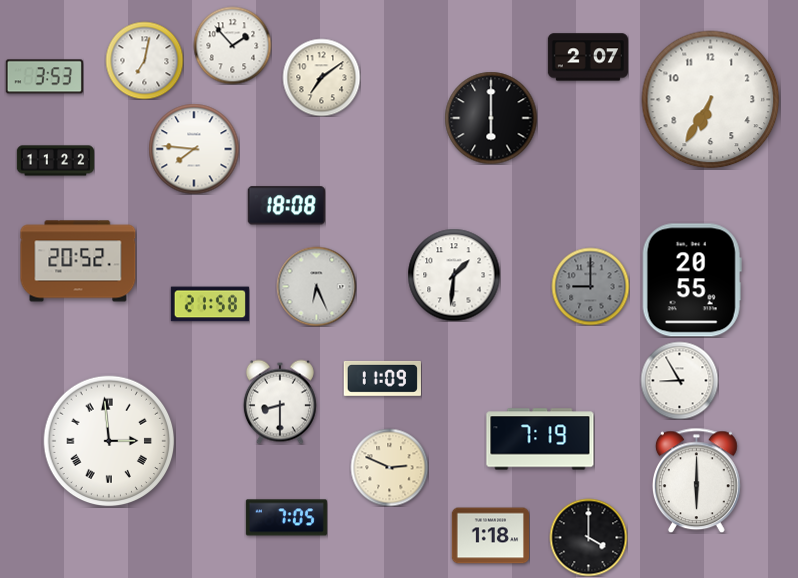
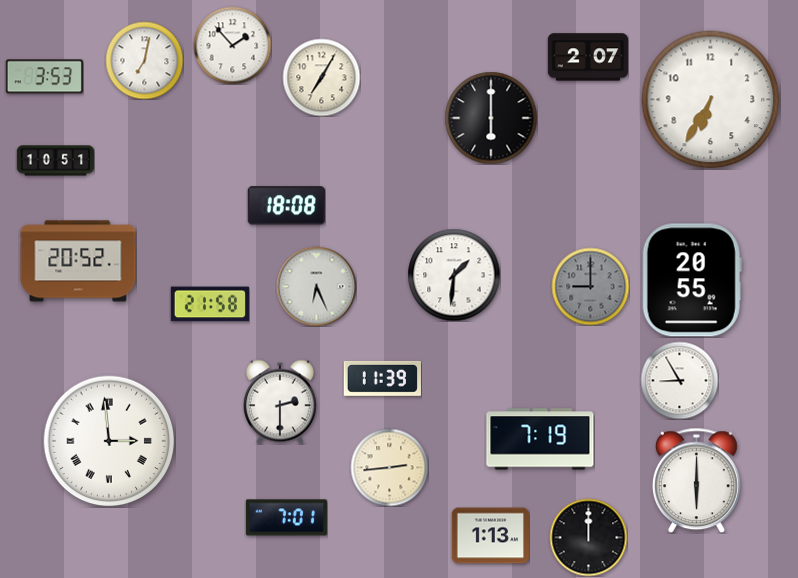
clock at (321, 77): 7:09 -> 7:05
clock at (194, 149): 7:46 -> none
clock at (55, 161): 11:22 -> 10:51
clock at (382, 378): 11:09 -> 11:39
clock at (280, 402): 8:30 -> 2:30
clock at (389, 467): 2:49 -> 2:44
clock at (286, 518): 7:05 -> 7:01
clock at (490, 536): 1:18 -> 1:13
clock at (588, 537): 4:00 -> 12:00
